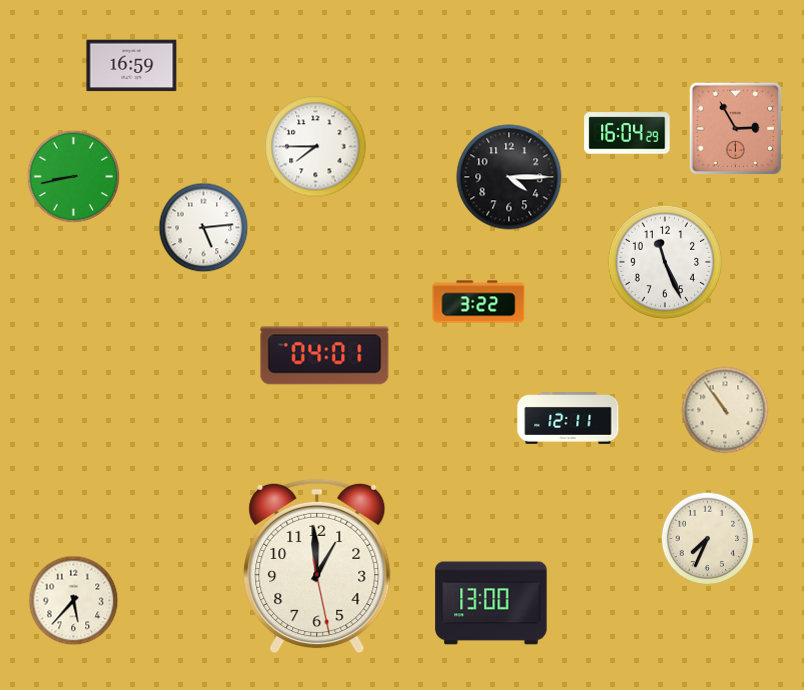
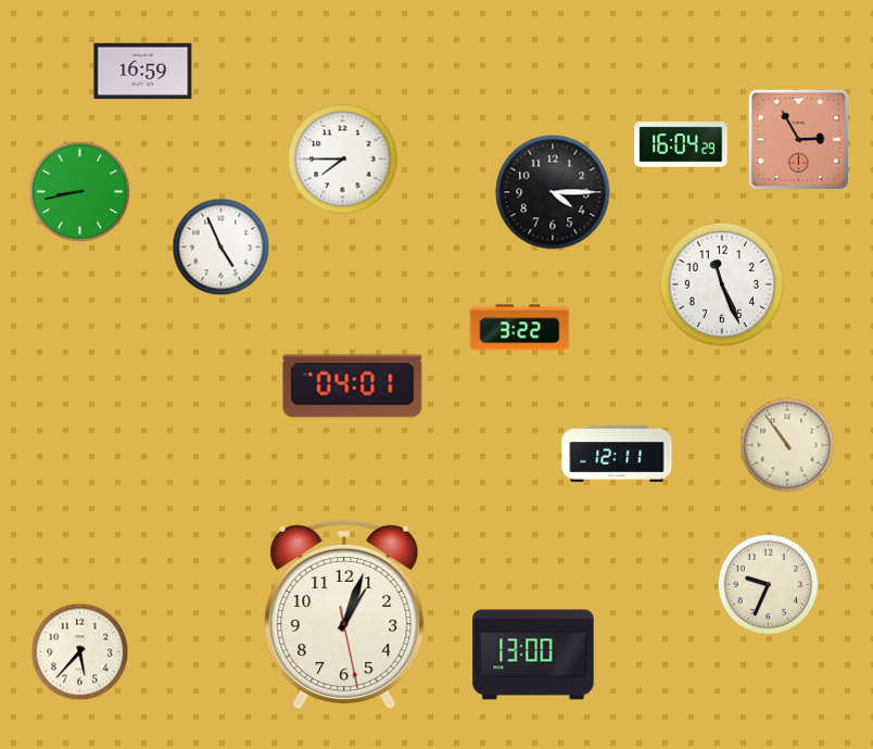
clock at (204, 228): 5:14 -> 4:56
clock at (708, 539): 7:34 -> 9:34
clock at (317, 566): 12:59 -> 1:03
